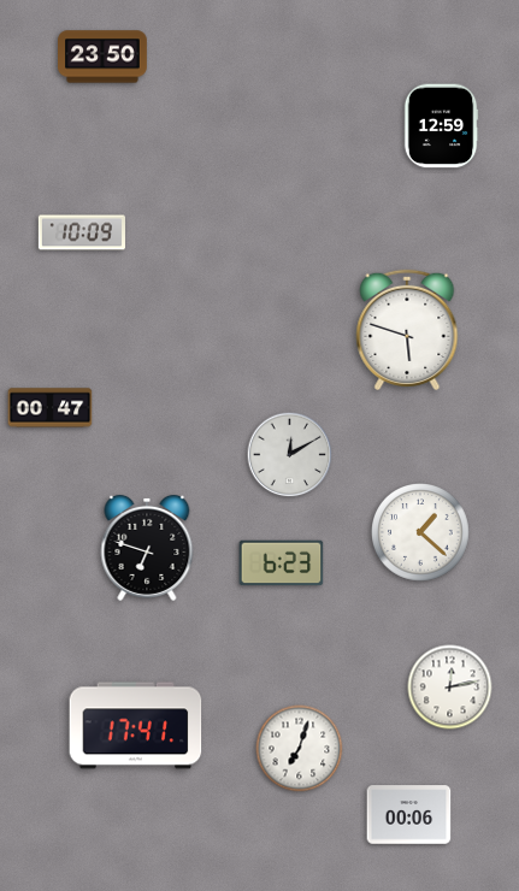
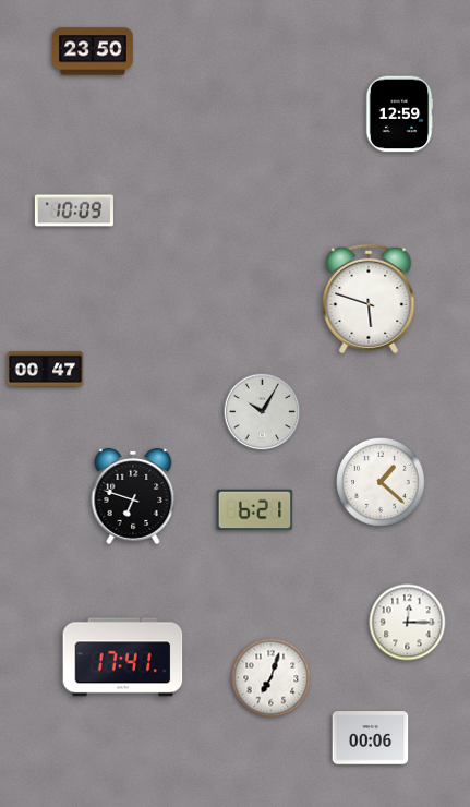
clock at (290, 455): 12:10 -> 10:05
clock at (282, 563): 6:23 -> 6:21
clock at (450, 688): 12:13 -> 12:15
